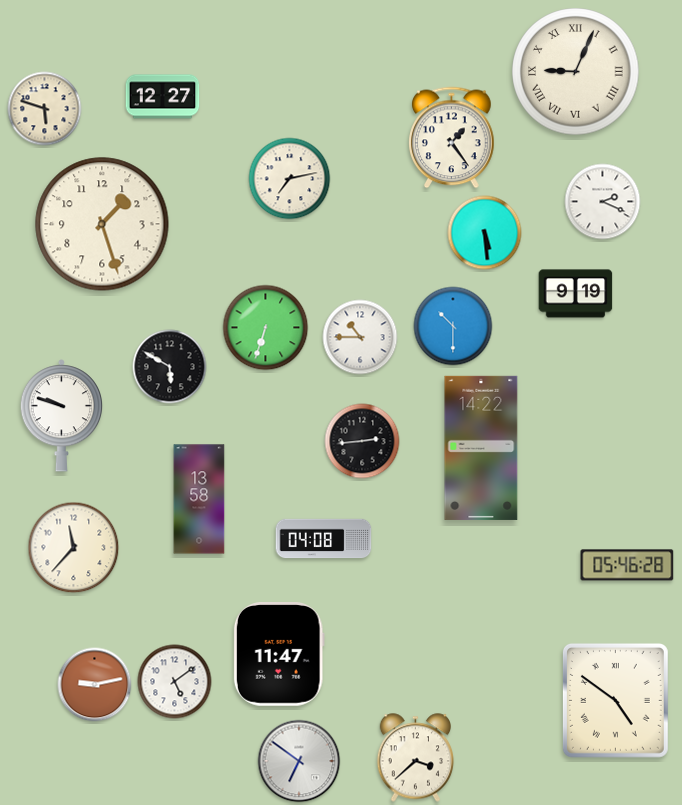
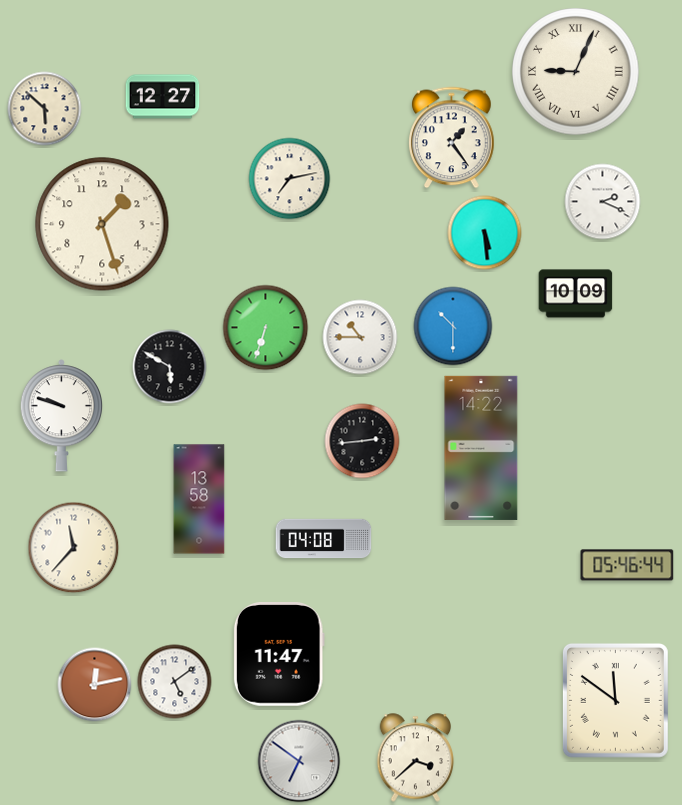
clock at (45, 109): 5:48 -> 5:52
clock at (576, 294): 9:19 -> 10:09
clock at (627, 565): 05:46:28 -> 05:46:44
clock at (95, 685): 9:13 -> 12:13
clock at (615, 700): 4:51 -> 11:51
